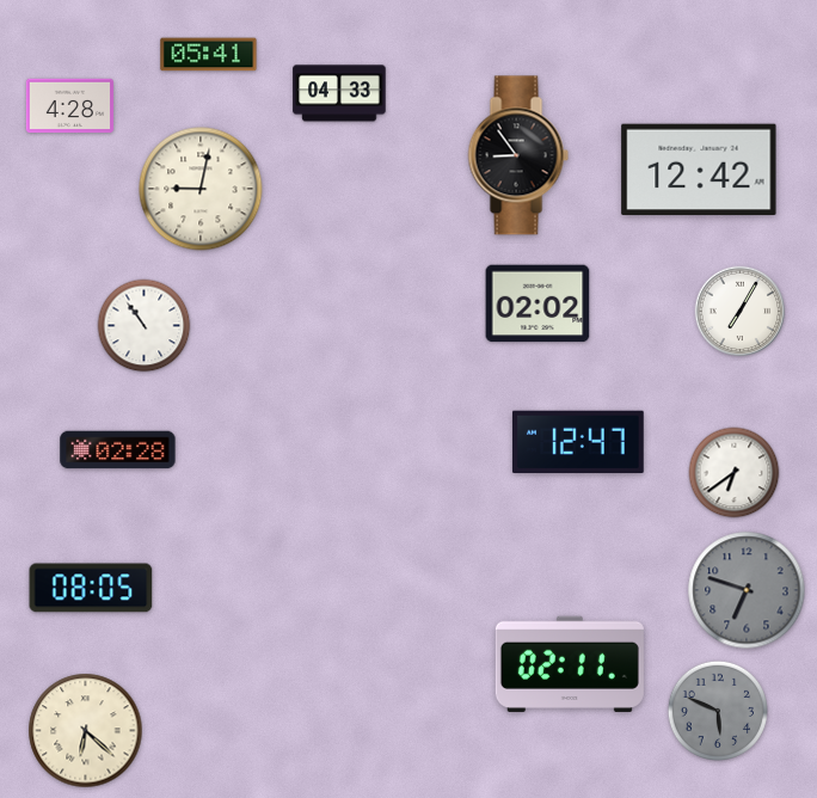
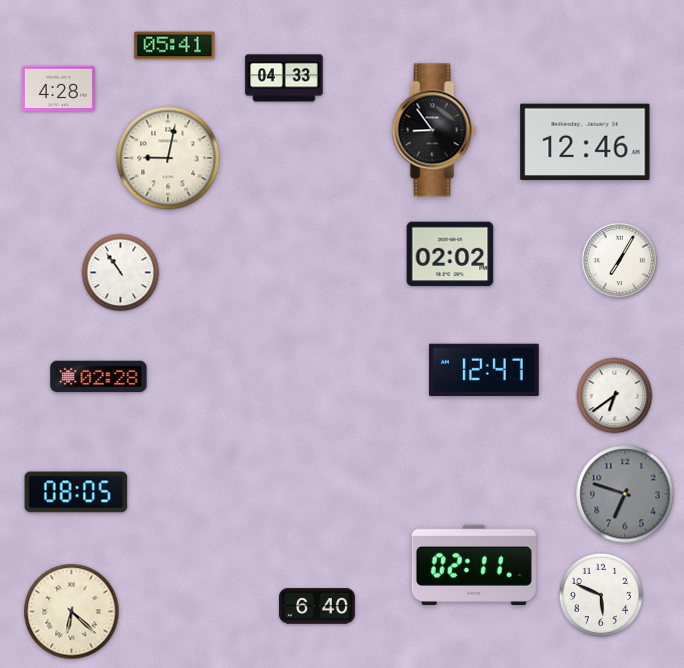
clock at (699, 170): 12:42 -> 12:46
clock at (570, 664) position: (570, 664) -> (474, 565)
clock at (717, 710) dial: grey -> white
clock at (318, 606): none -> 6:40
